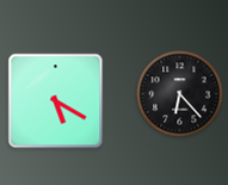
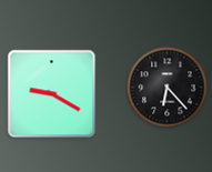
clock at (56, 101): 5:20 -> 9:20
